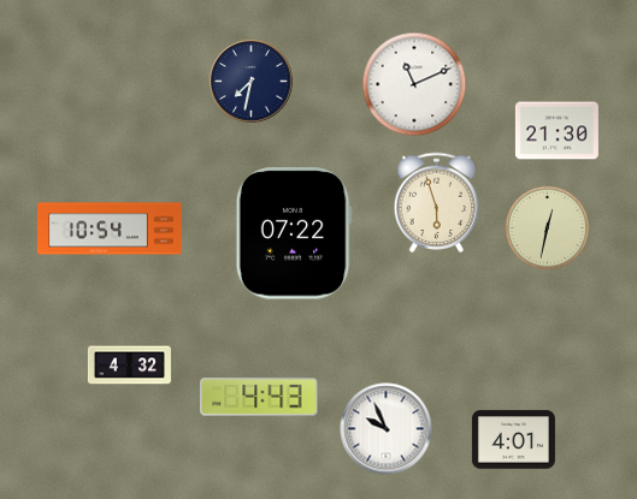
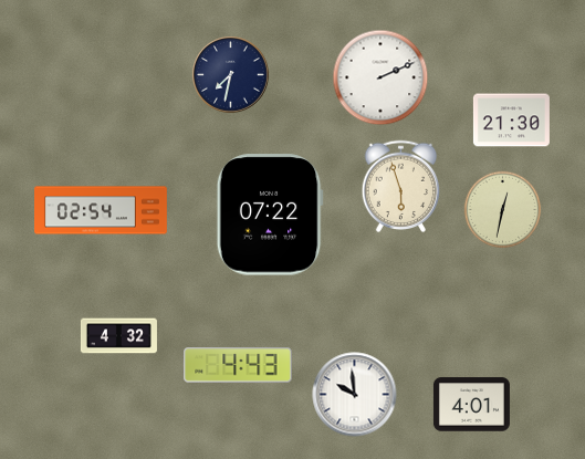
clock at (414, 84): 11:11 -> 2:11
clock at (111, 228): 10:54 -> 02:54
clock at (387, 429): 9:56 -> 9:59
